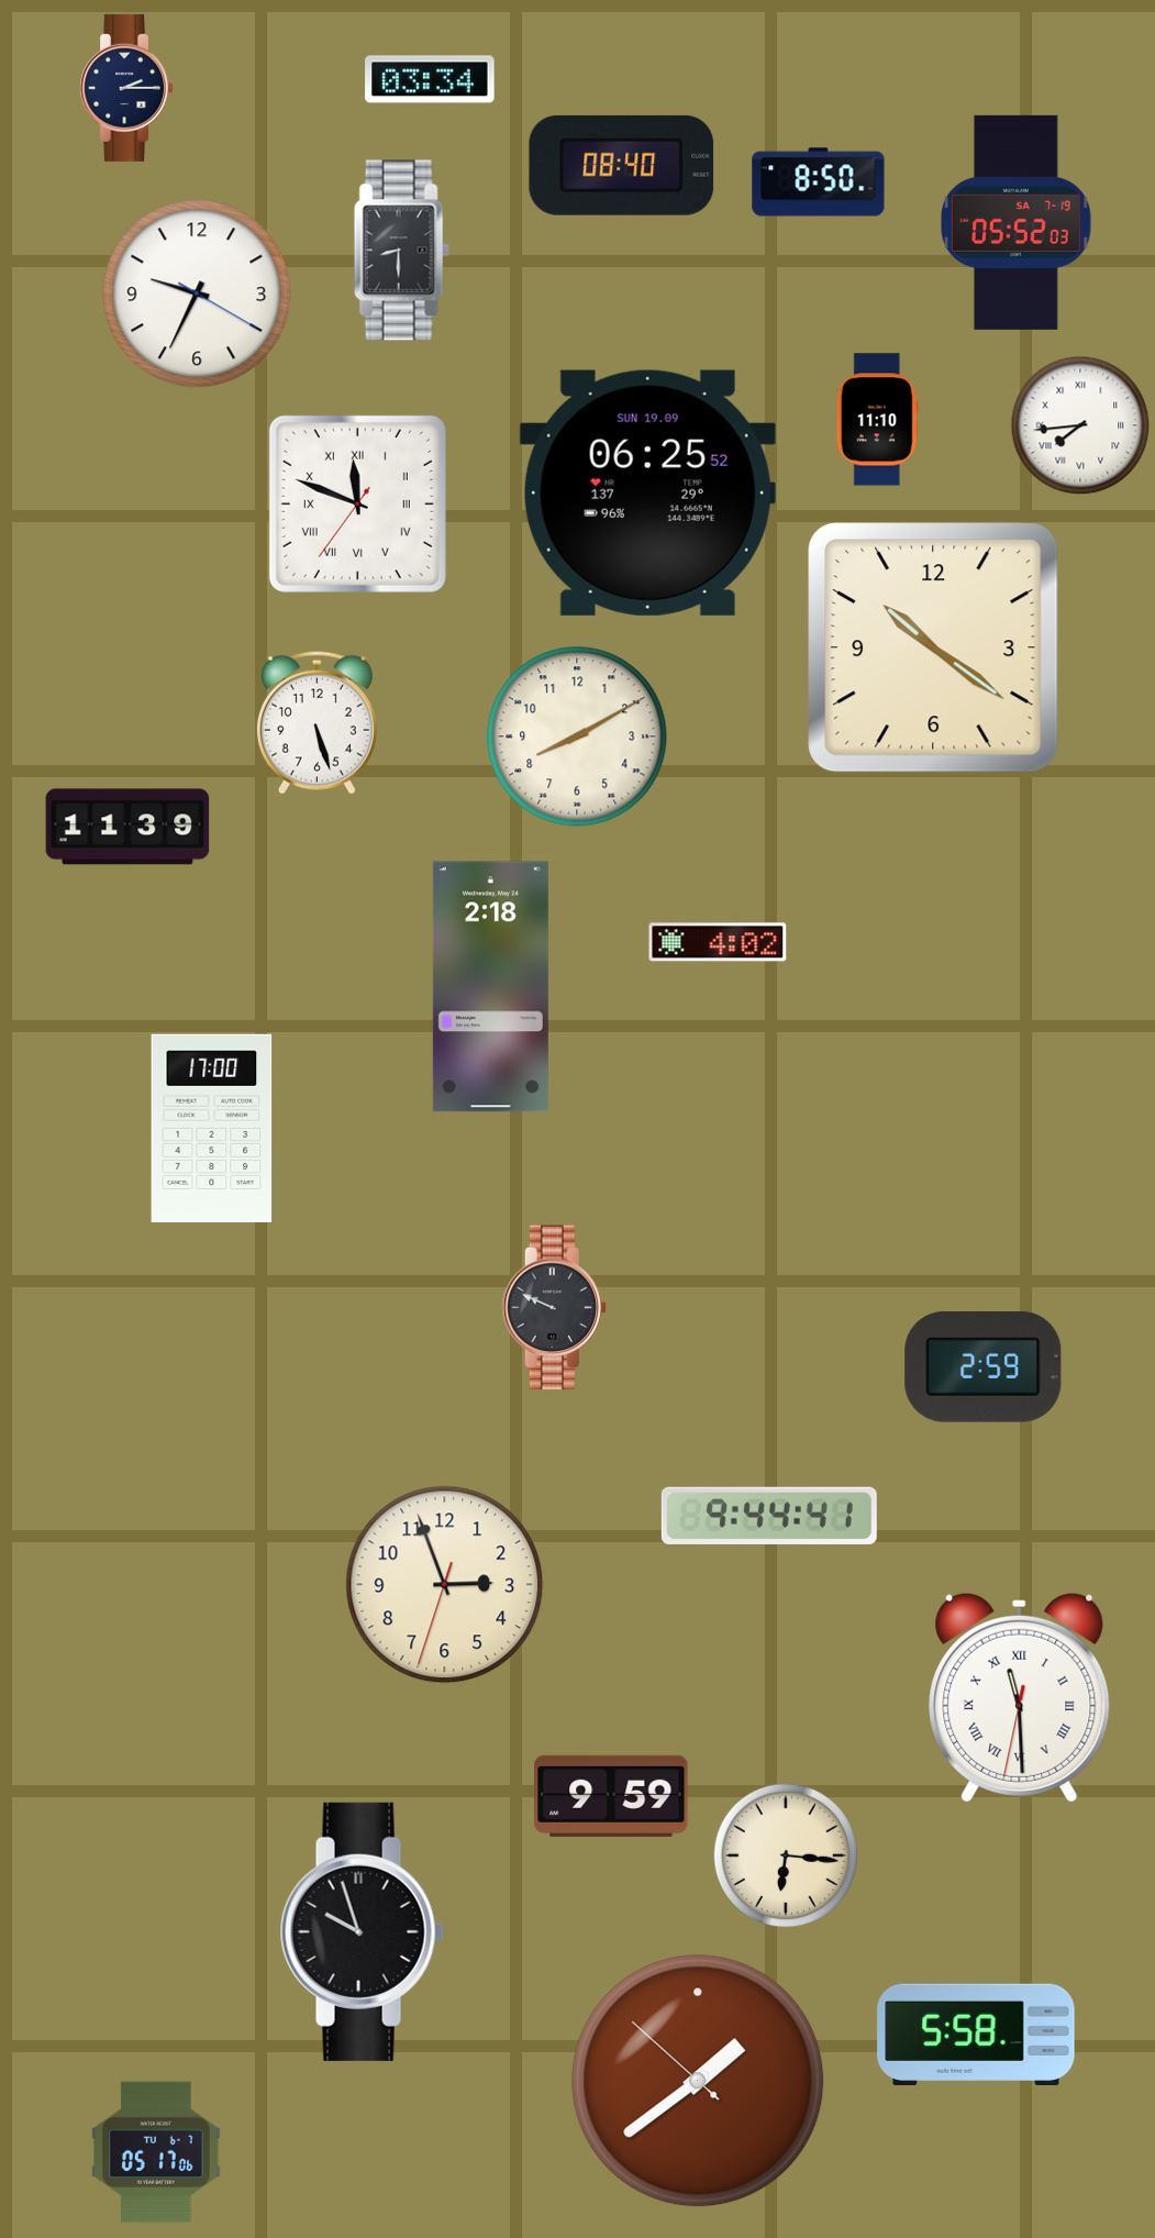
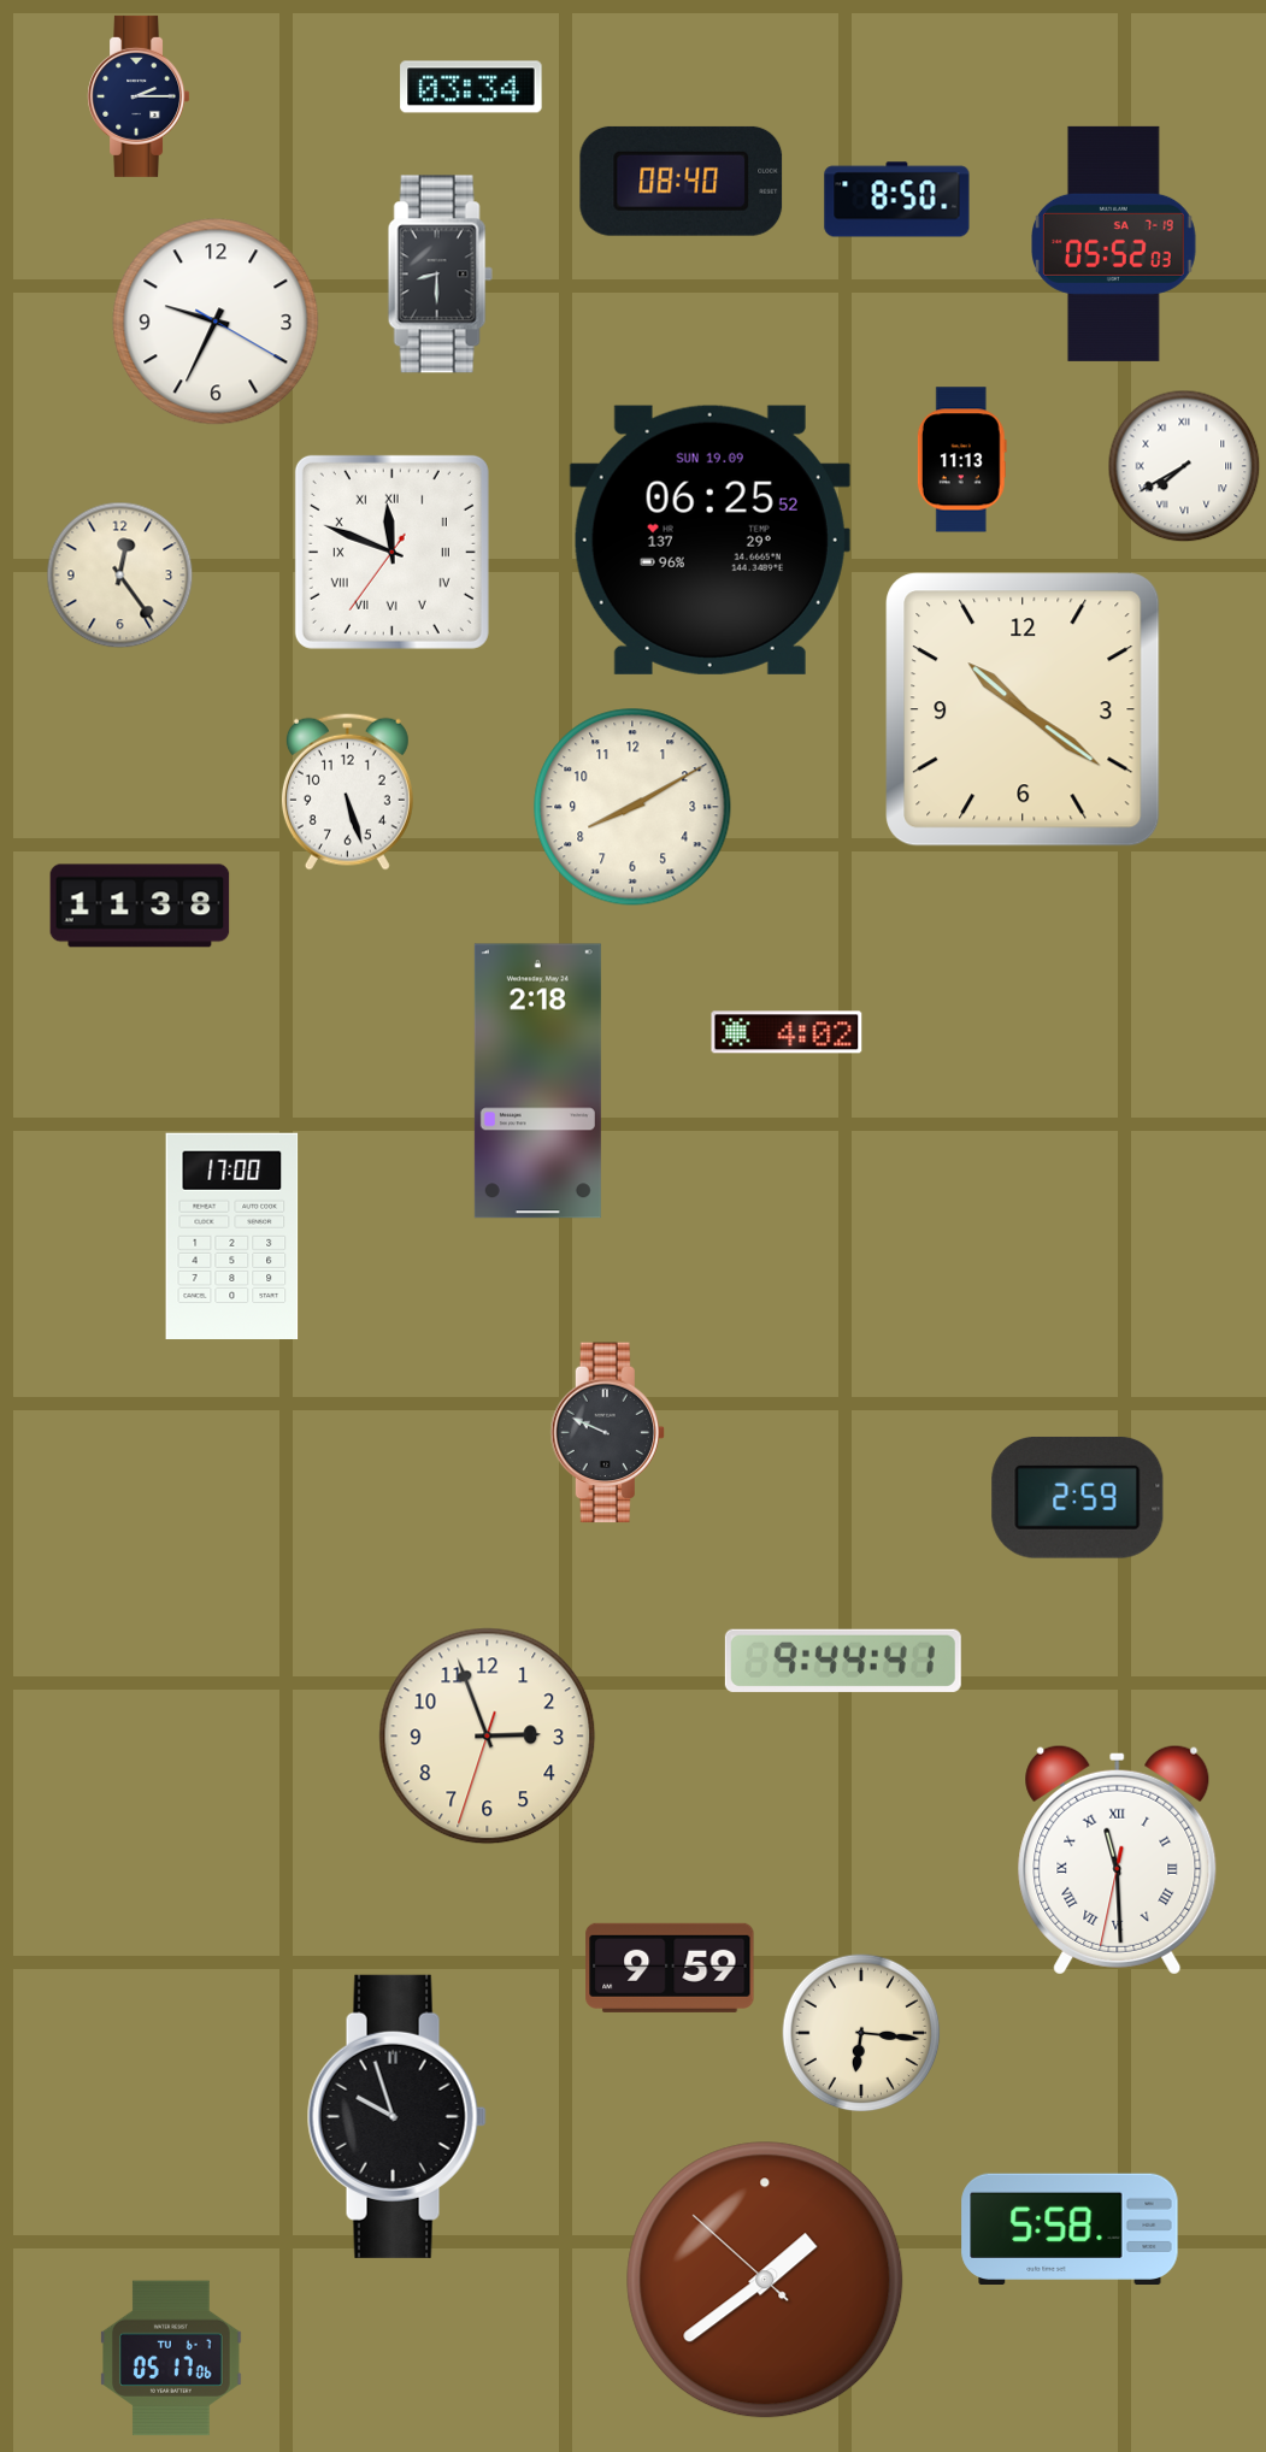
clock at (877, 420): 11:10 -> 11:13
clock at (1080, 425): 7:44 -> 7:40
clock at (120, 576): none -> 12:24
clock at (127, 827): 11:39 -> 11:38
